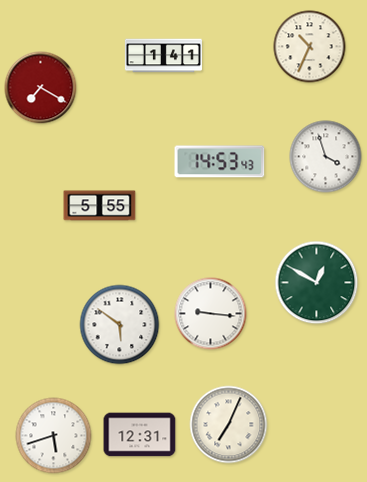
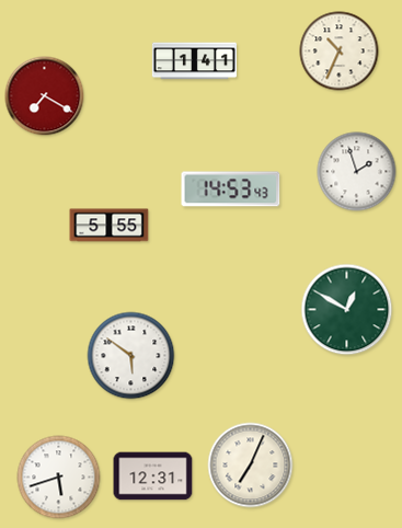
clock at (163, 56) position: (163, 56) -> (194, 61)
clock at (326, 157): 3:57 -> 1:57
clock at (220, 162) position: (220, 162) -> (231, 190)
clock at (211, 314): 9:16 -> none
